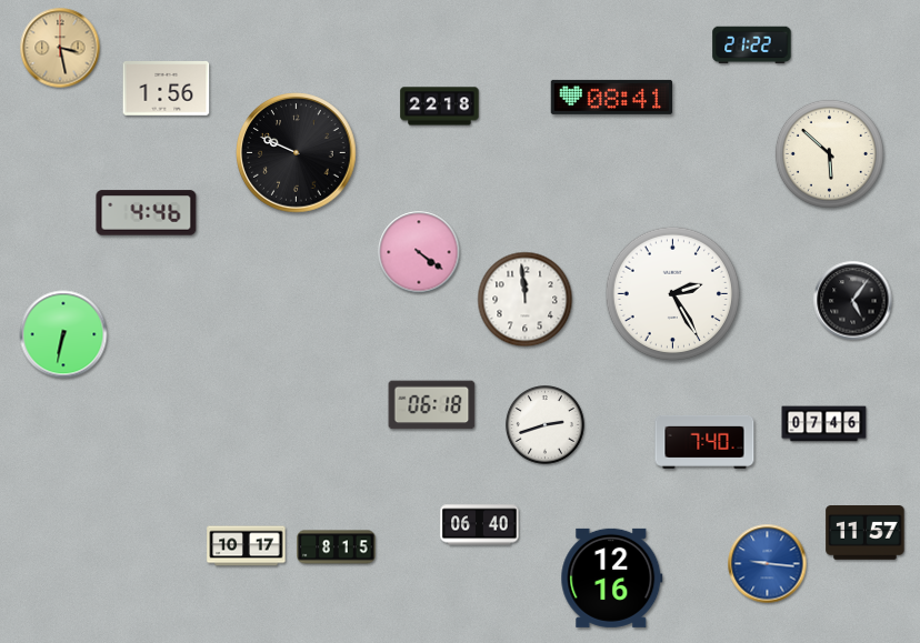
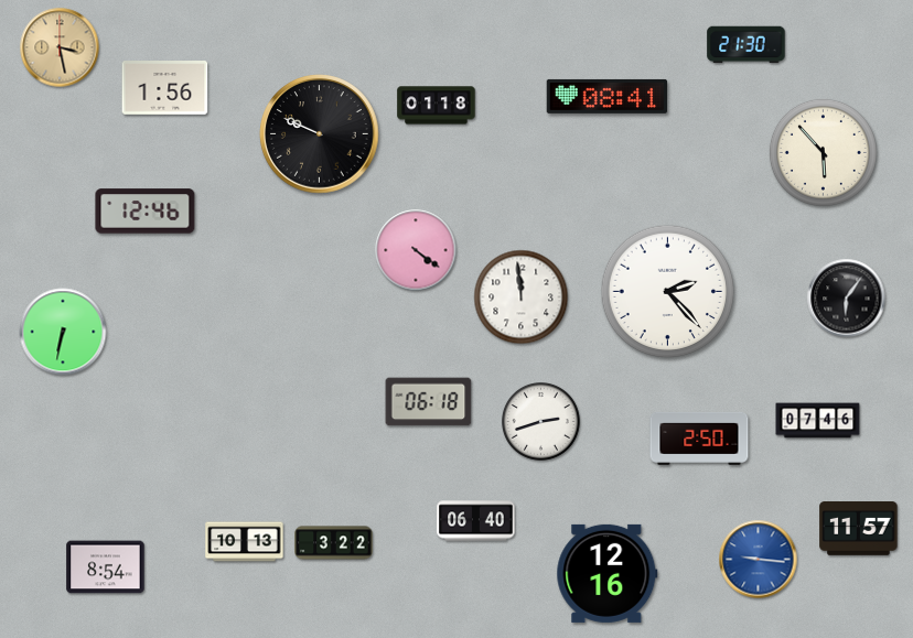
clock at (752, 46): 21:22 -> 21:30
clock at (440, 107): 22:18 -> 01:18
clock at (297, 153) position: (297, 153) -> (320, 134)
clock at (829, 153): 5:52 -> 5:53
clock at (147, 213): 4:46 -> 12:46
clock at (673, 294): 2:25 -> 2:23
clock at (853, 301): 5:06 -> 6:06
clock at (704, 442): 7:40 -> 2:50
clock at (247, 546): 10:17 -> 10:13
clock at (337, 547): 8:15 -> 3:22
clock at (768, 564) position: (768, 564) -> (759, 560)
clock at (106, 567): none -> 8:54
